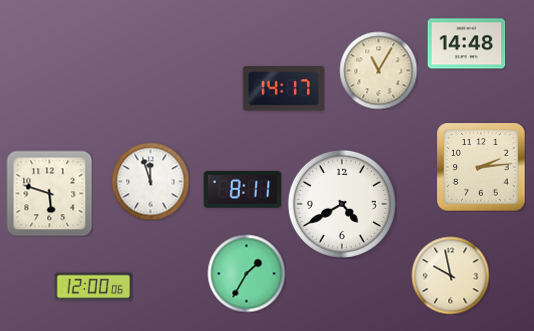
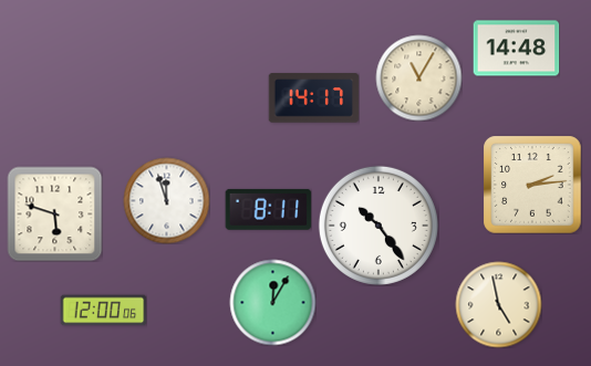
clock at (342, 204): 4:40 -> 10:24
clock at (246, 273): 1:35 -> 12:05
clock at (450, 275): 9:58 -> 4:58
clock at (93, 287) position: (93, 287) -> (103, 311)
